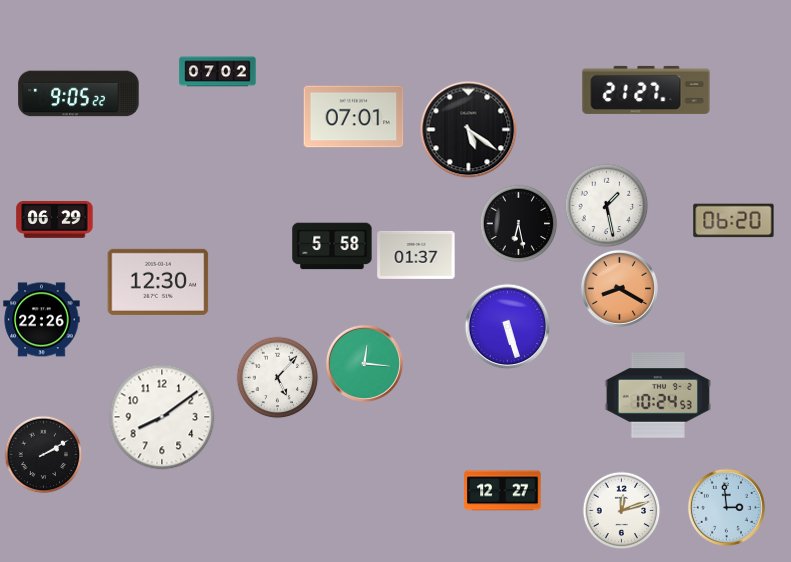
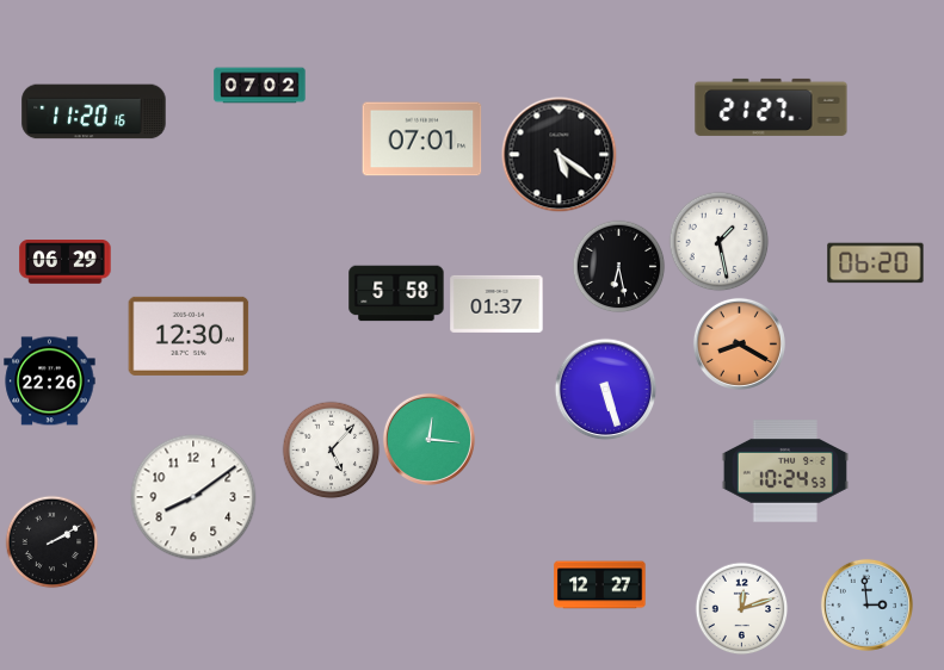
clock at (79, 94): 9:05 -> 11:20
clock at (606, 205) position: (606, 205) -> (718, 241)
clock at (364, 363) position: (364, 363) -> (428, 439)
